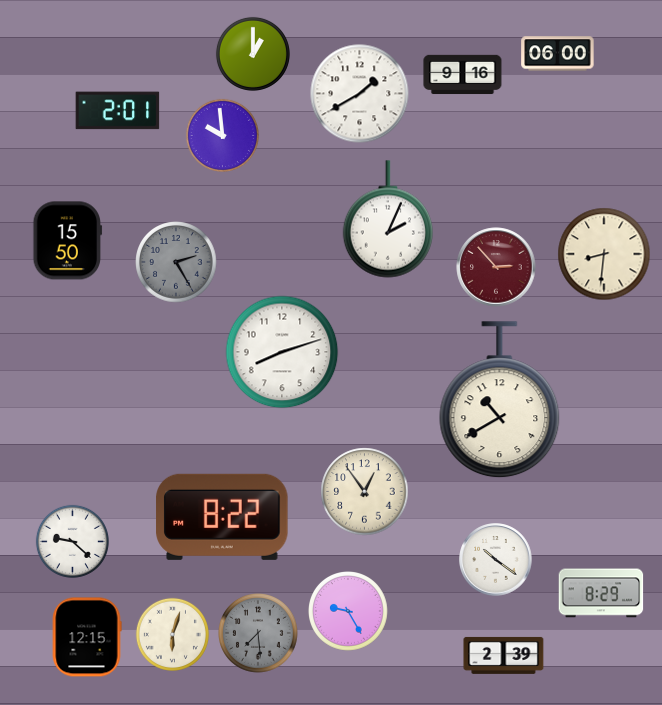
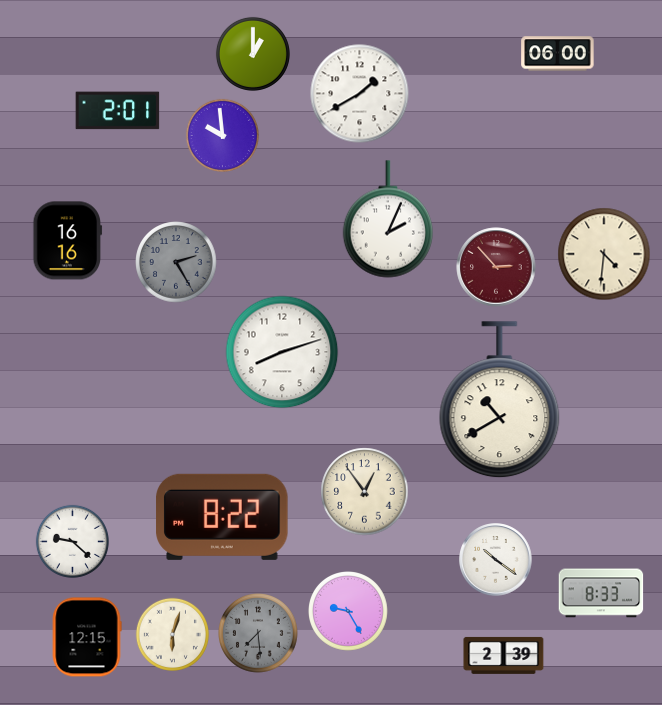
clock at (463, 75): 9:16 -> none
clock at (68, 241): 15:50 -> 16:16
clock at (604, 254): 8:31 -> 4:31
clock at (601, 593): 8:29 -> 8:33
